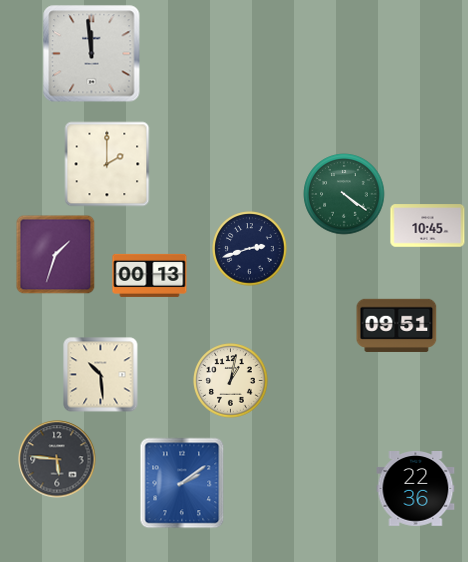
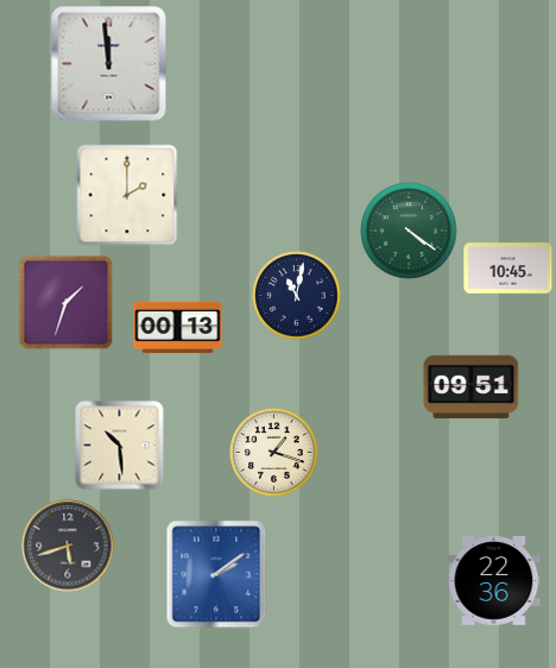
clock at (250, 249): 2:42 -> 11:02
clock at (231, 381): 1:02 -> 1:18
clock at (57, 459): 5:46 -> 5:42
